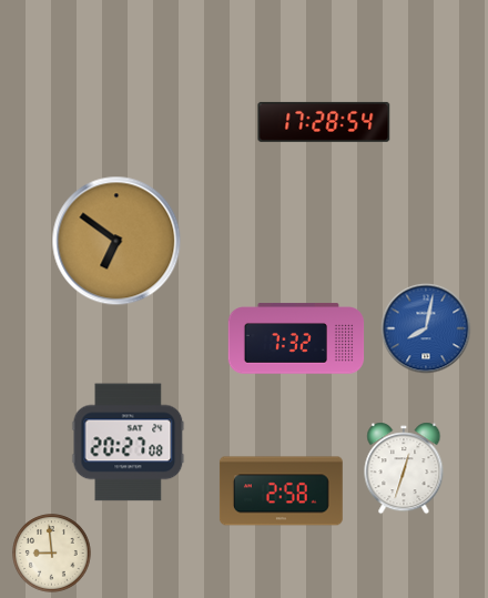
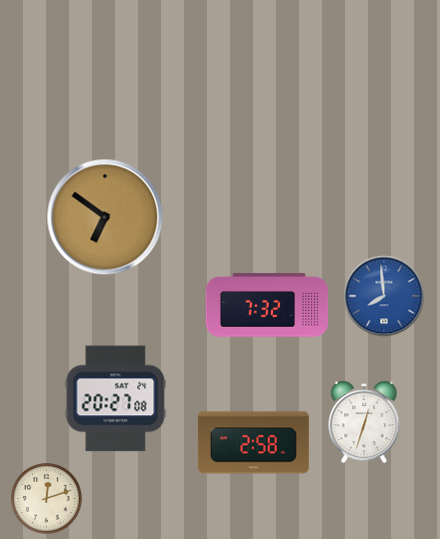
clock at (324, 122): 17:28 -> none
clock at (426, 328): 8:02 -> 7:59
clock at (52, 554): 8:59 -> 12:12
